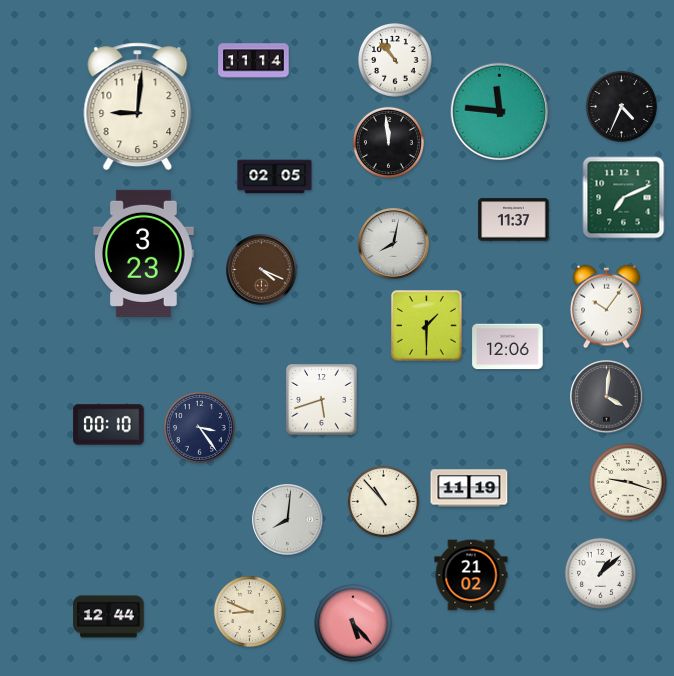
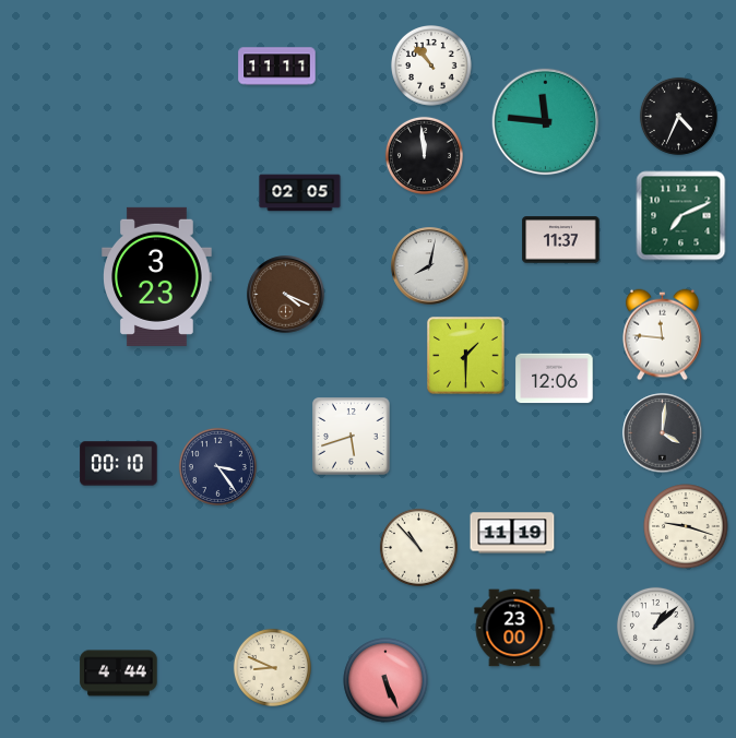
clock at (254, 61): 11:14 -> 11:11
clock at (138, 107): 9:01 -> none
clock at (607, 307): 10:06 -> 11:46
clock at (288, 520): 8:01 -> none
clock at (471, 575): 21:02 -> 23:00
clock at (109, 617): 12:44 -> 4:44
clock at (353, 623): 5:23 -> 5:26
